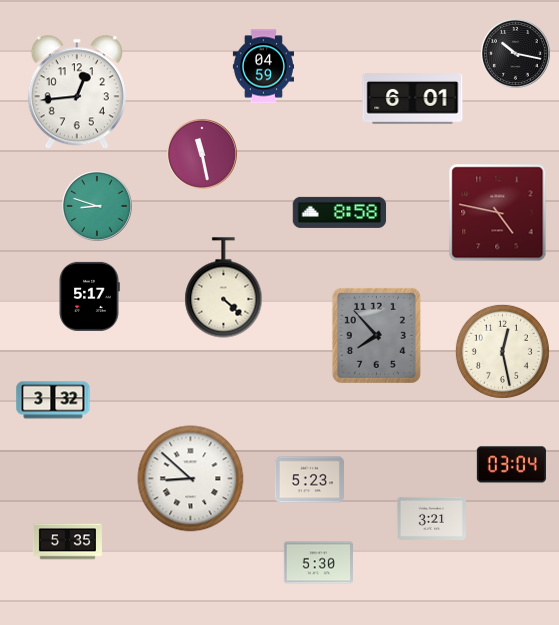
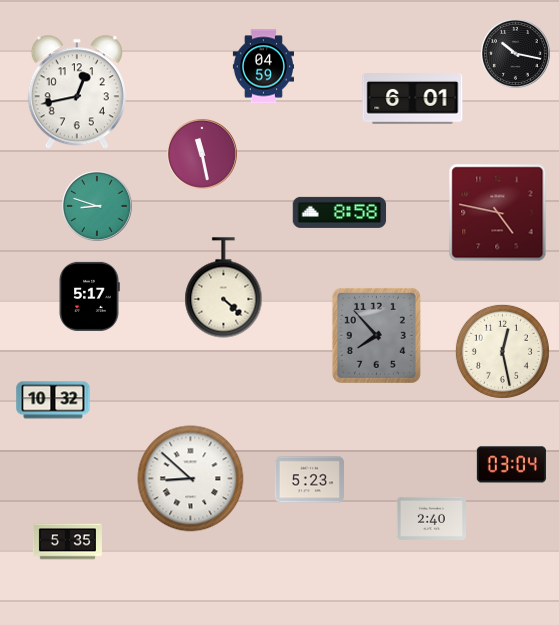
clock at (77, 92): 12:44 -> 12:43
clock at (53, 400): 3:32 -> 10:32
clock at (431, 518): 3:21 -> 2:40
clock at (318, 563): 5:30 -> none
